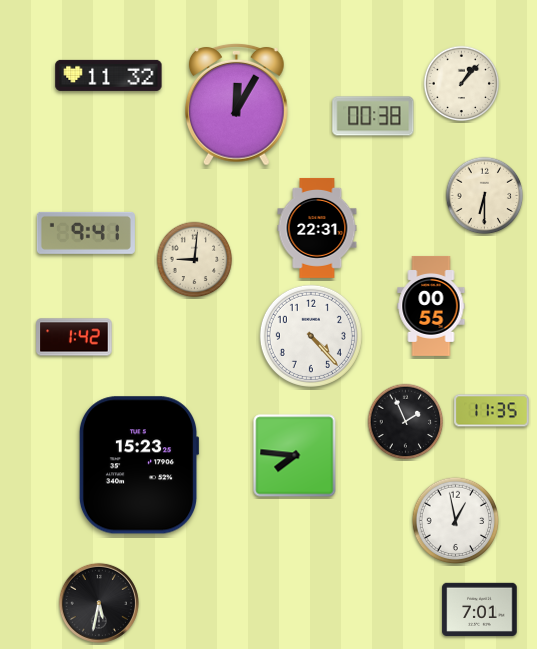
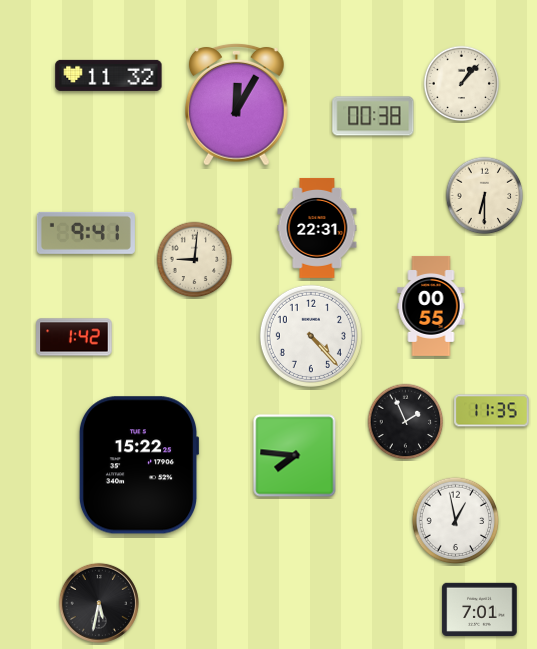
clock at (139, 465): 15:23 -> 15:22
